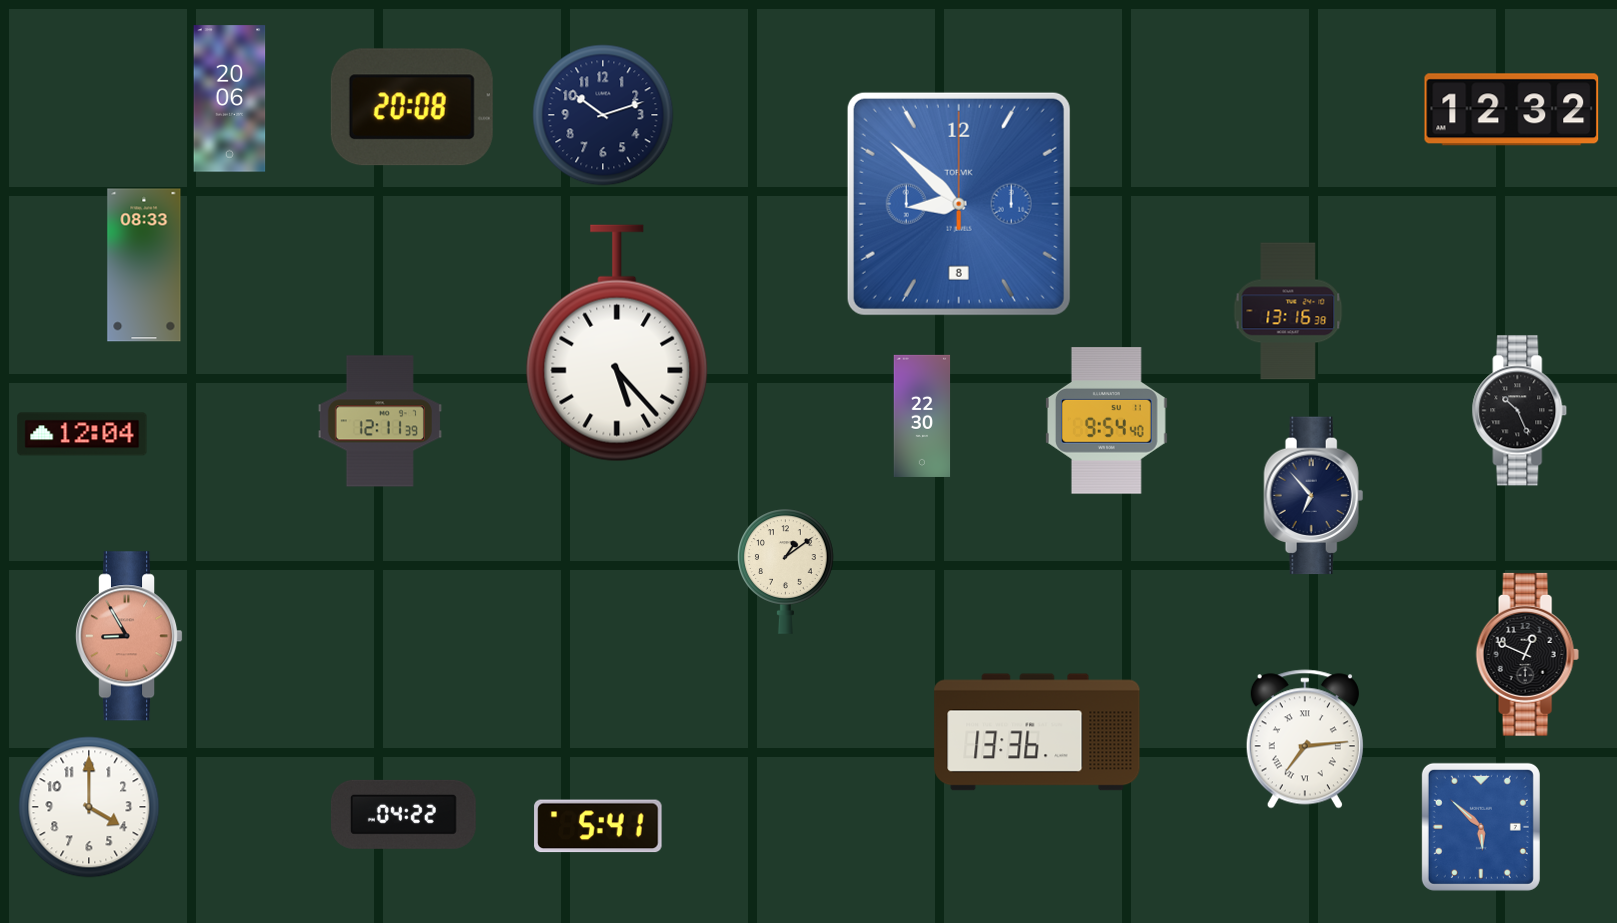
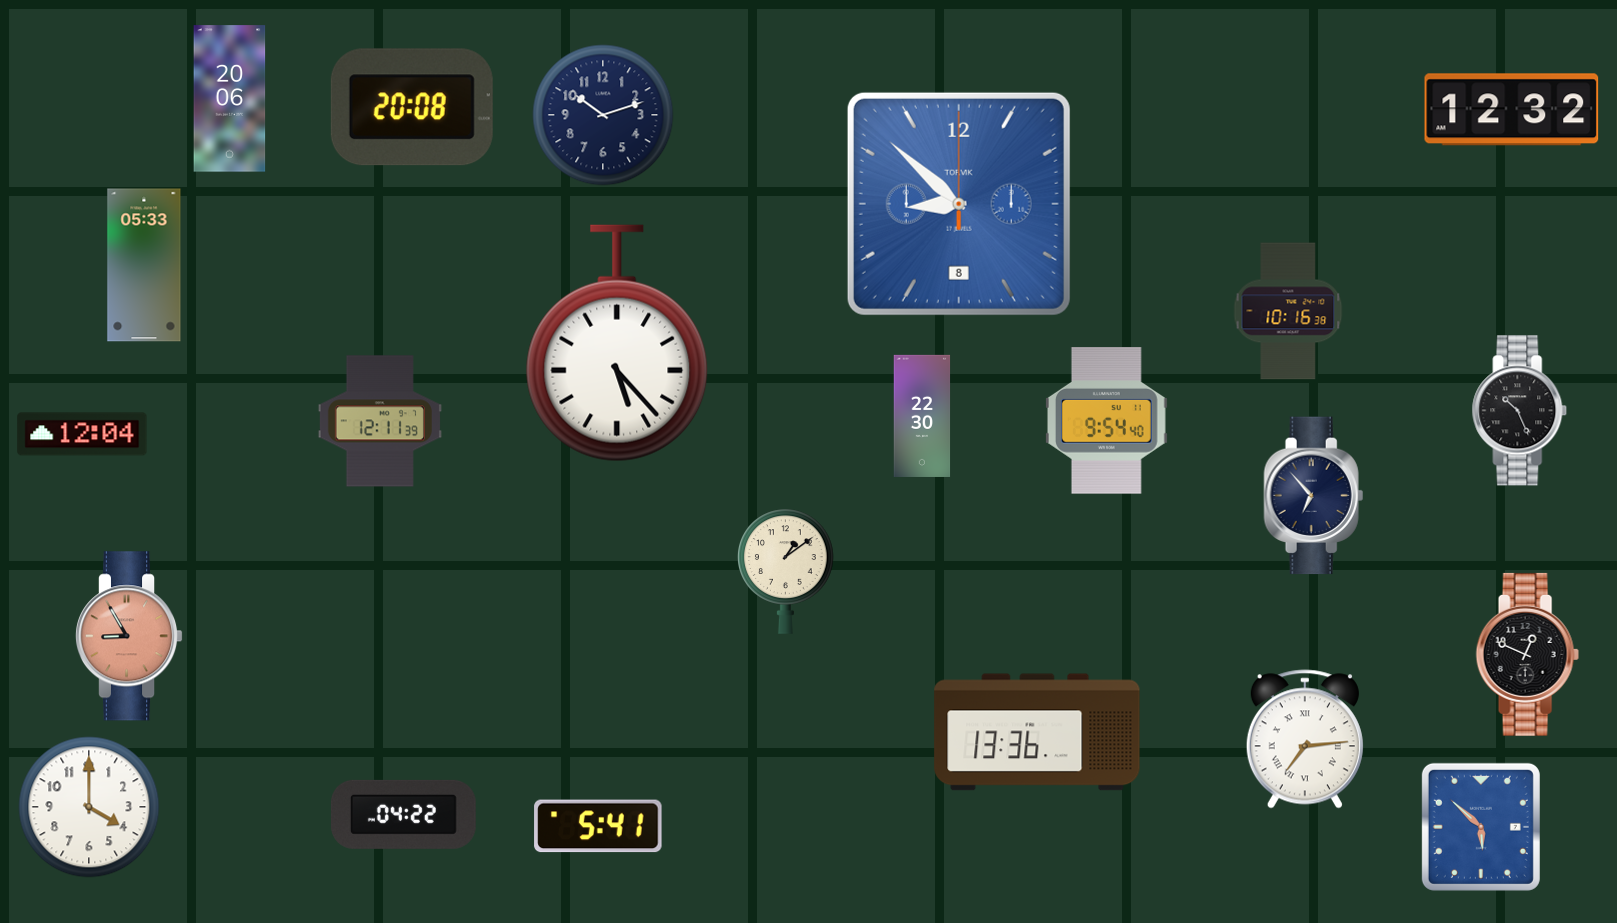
clock at (144, 265): 08:33 -> 05:33
clock at (1288, 311): 13:16 -> 10:16
